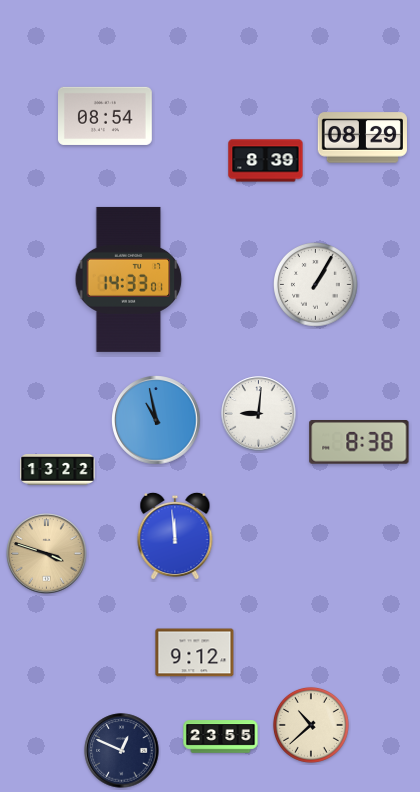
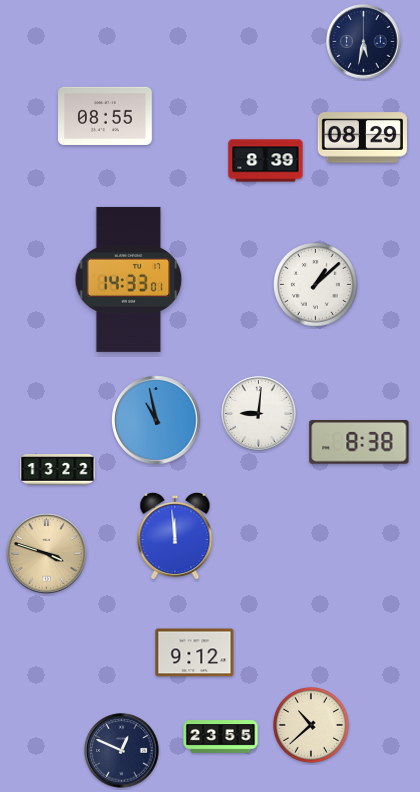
clock at (364, 42): none -> 5:32
clock at (106, 116): 08:54 -> 08:55
clock at (316, 285): 1:05 -> 1:08
